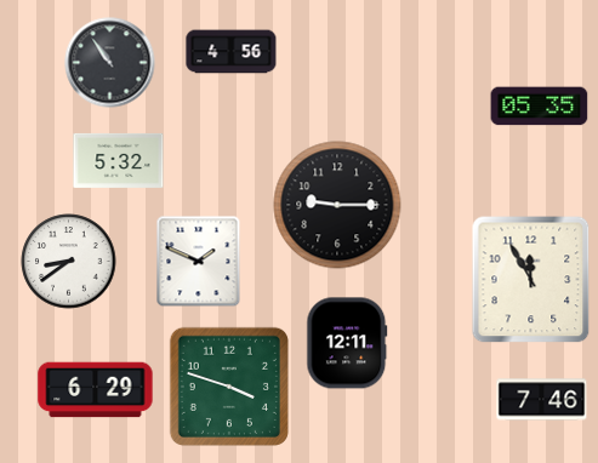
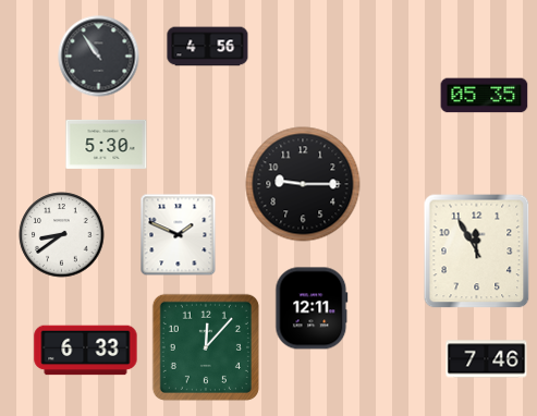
clock at (119, 160): 5:32 -> 5:30
clock at (229, 387): 3:48 -> 12:07
clock at (96, 390): 6:29 -> 6:33
